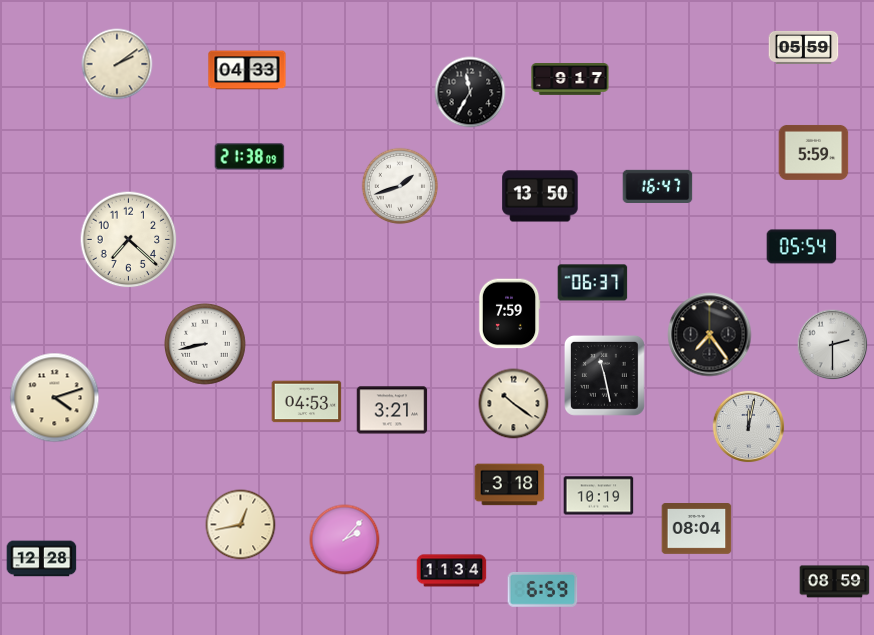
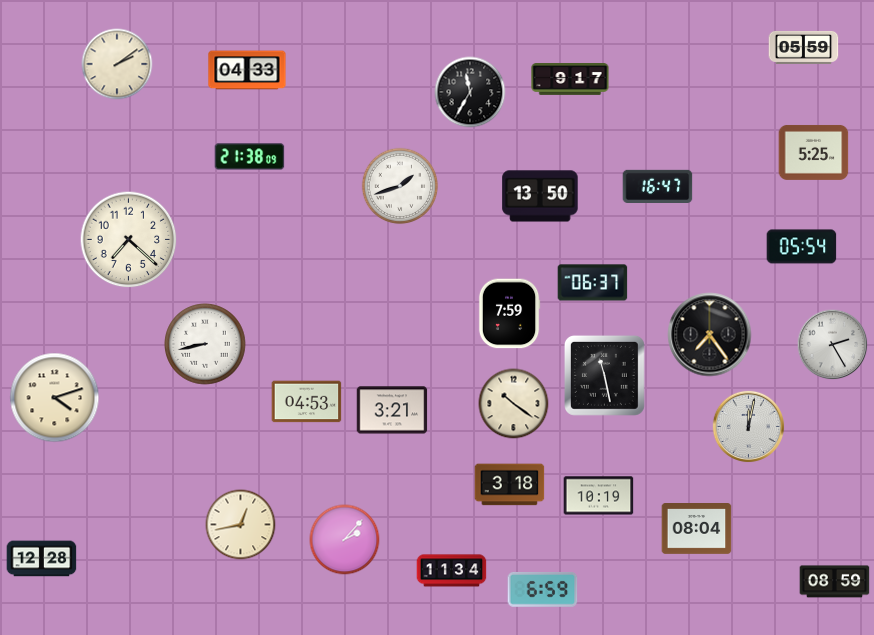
clock at (814, 152): 5:59 -> 5:25
clock at (833, 345): 2:30 -> 2:25
